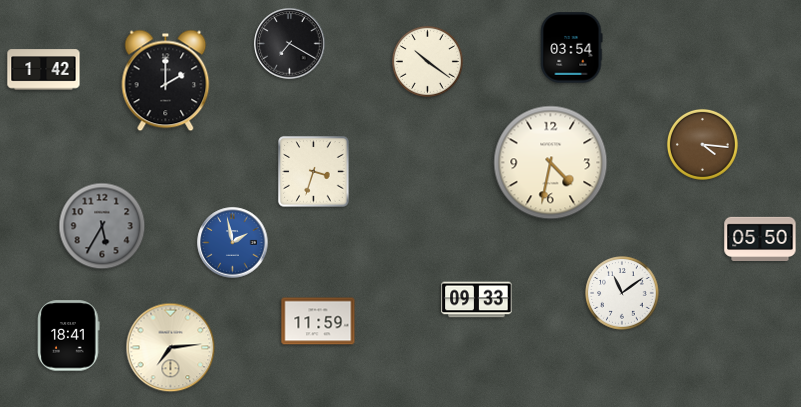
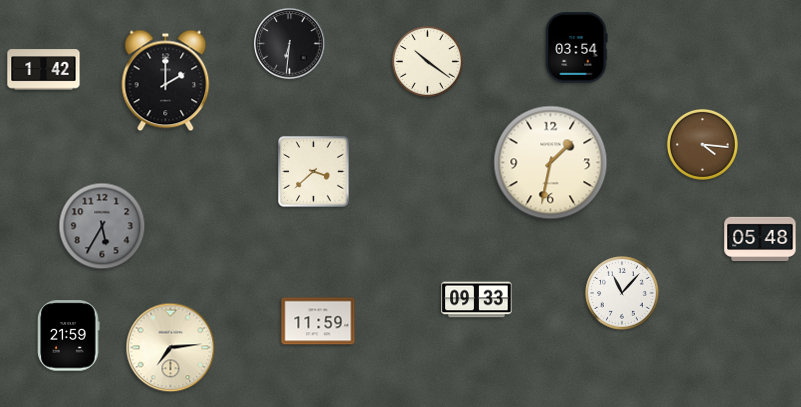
clock at (290, 44): 7:20 -> 6:31
clock at (571, 48) position: (571, 48) -> (576, 48)
clock at (551, 163): 4:32 -> 1:32
clock at (314, 172): 3:33 -> 3:38
clock at (760, 238): 05:50 -> 05:48
clock at (233, 243): 1:58 -> none
clock at (622, 293): 11:09 -> 11:07
clock at (69, 336): 18:41 -> 21:59
